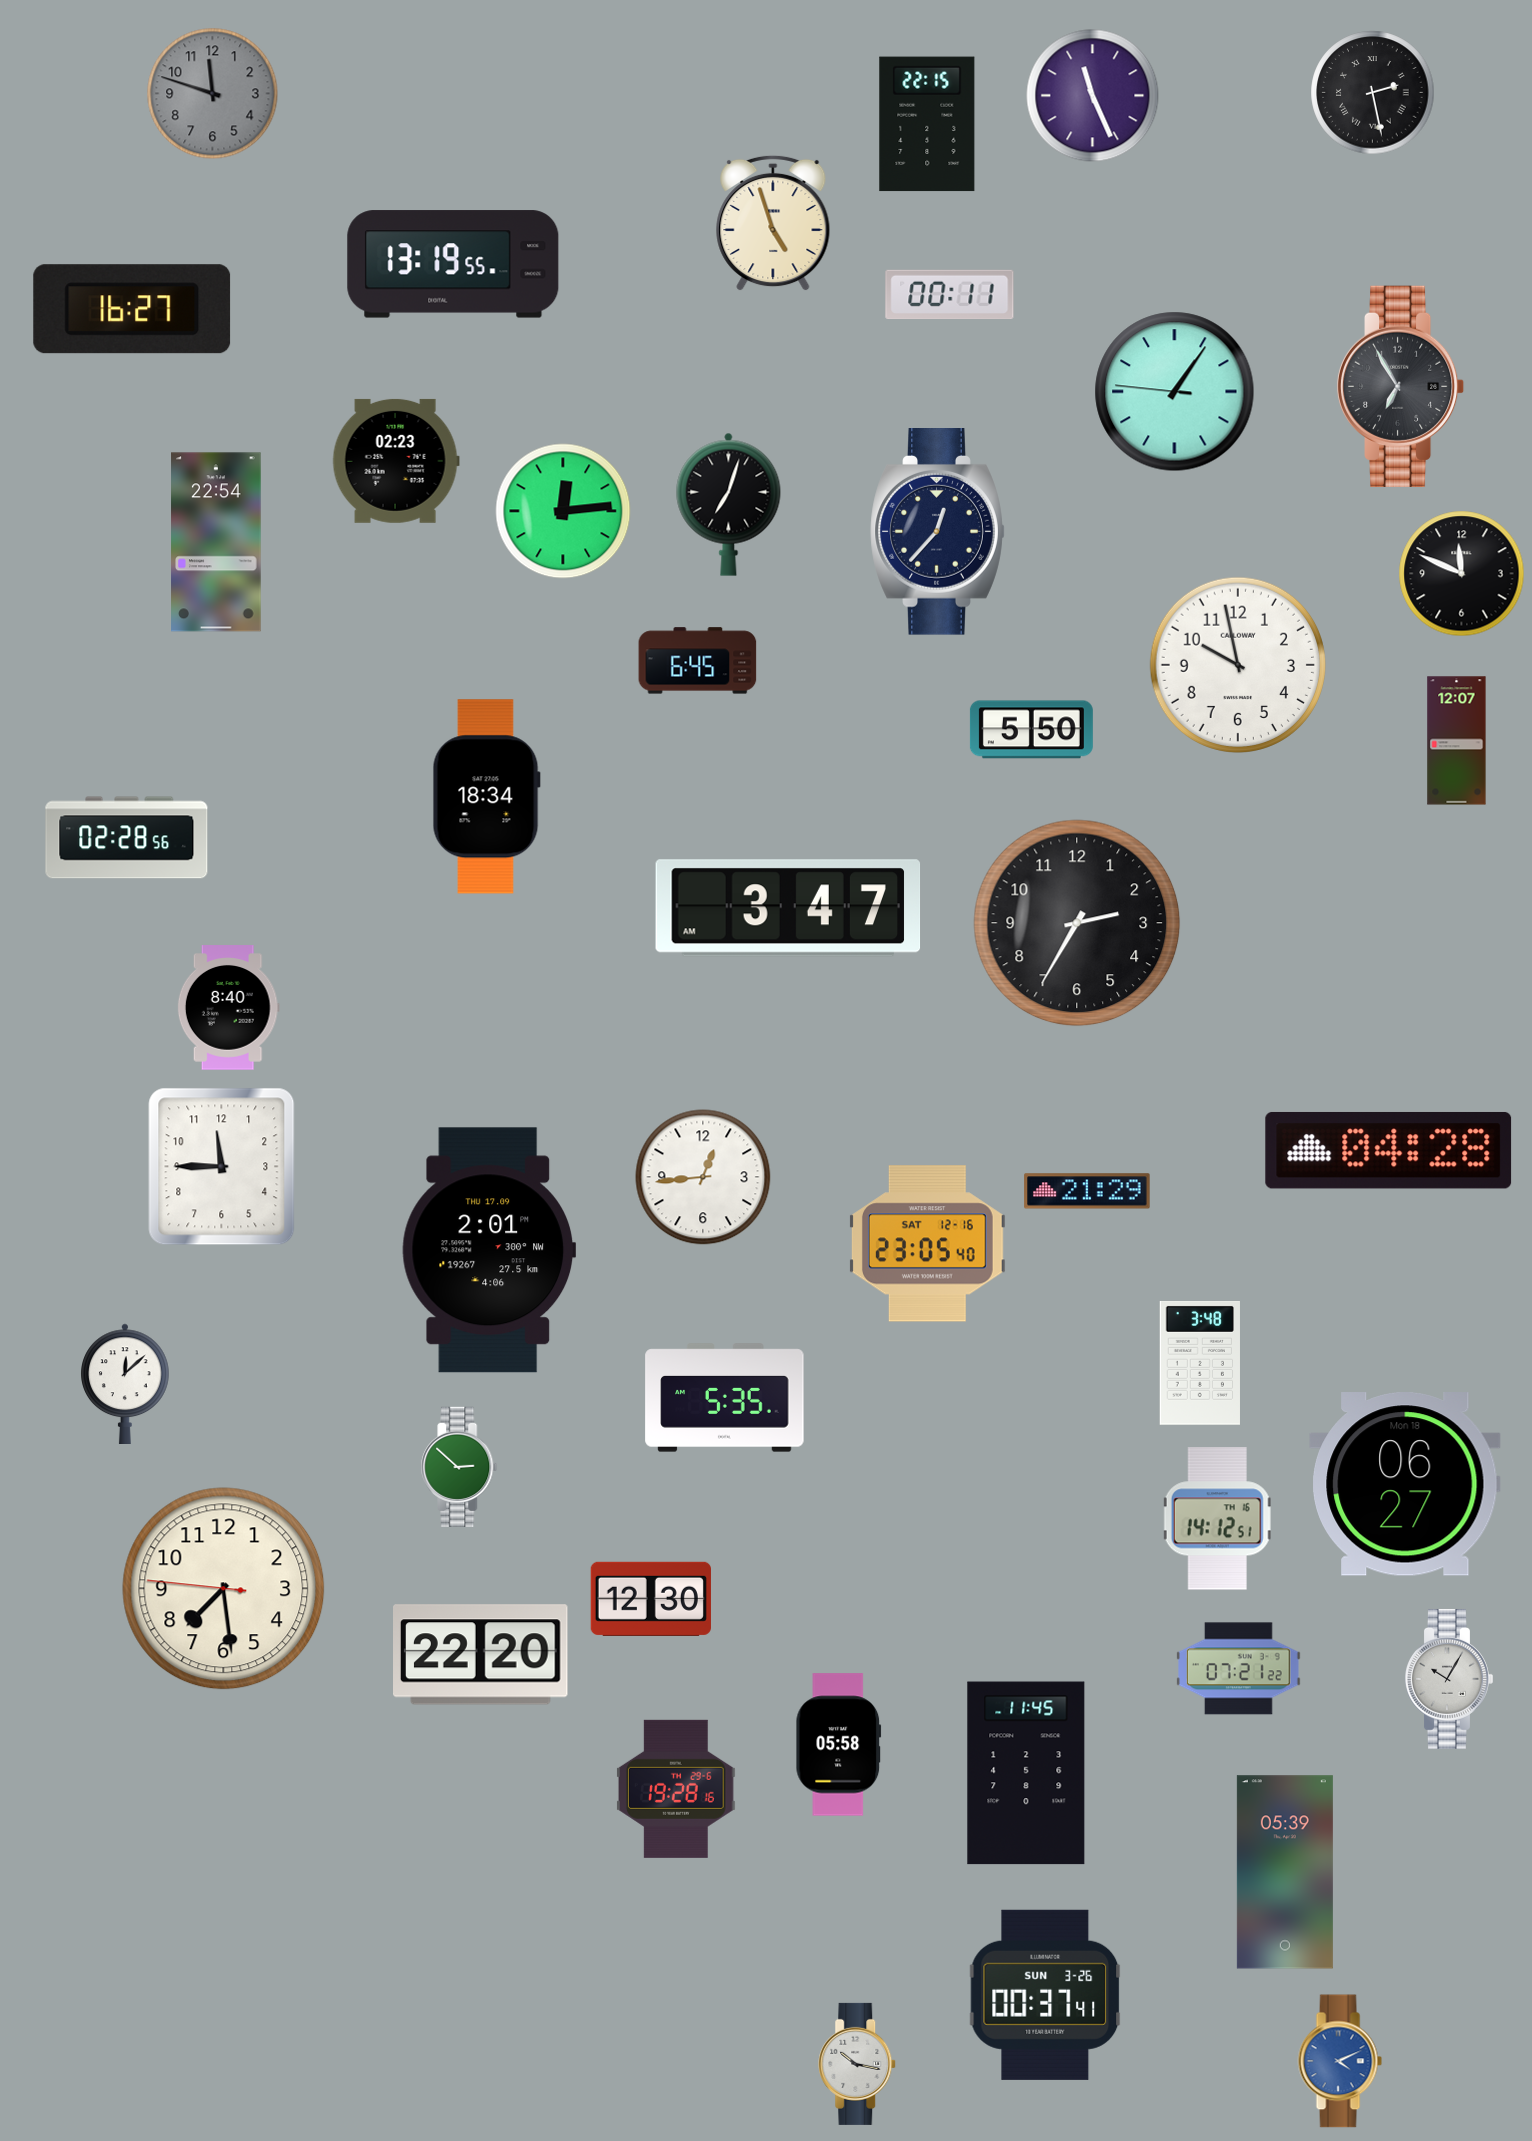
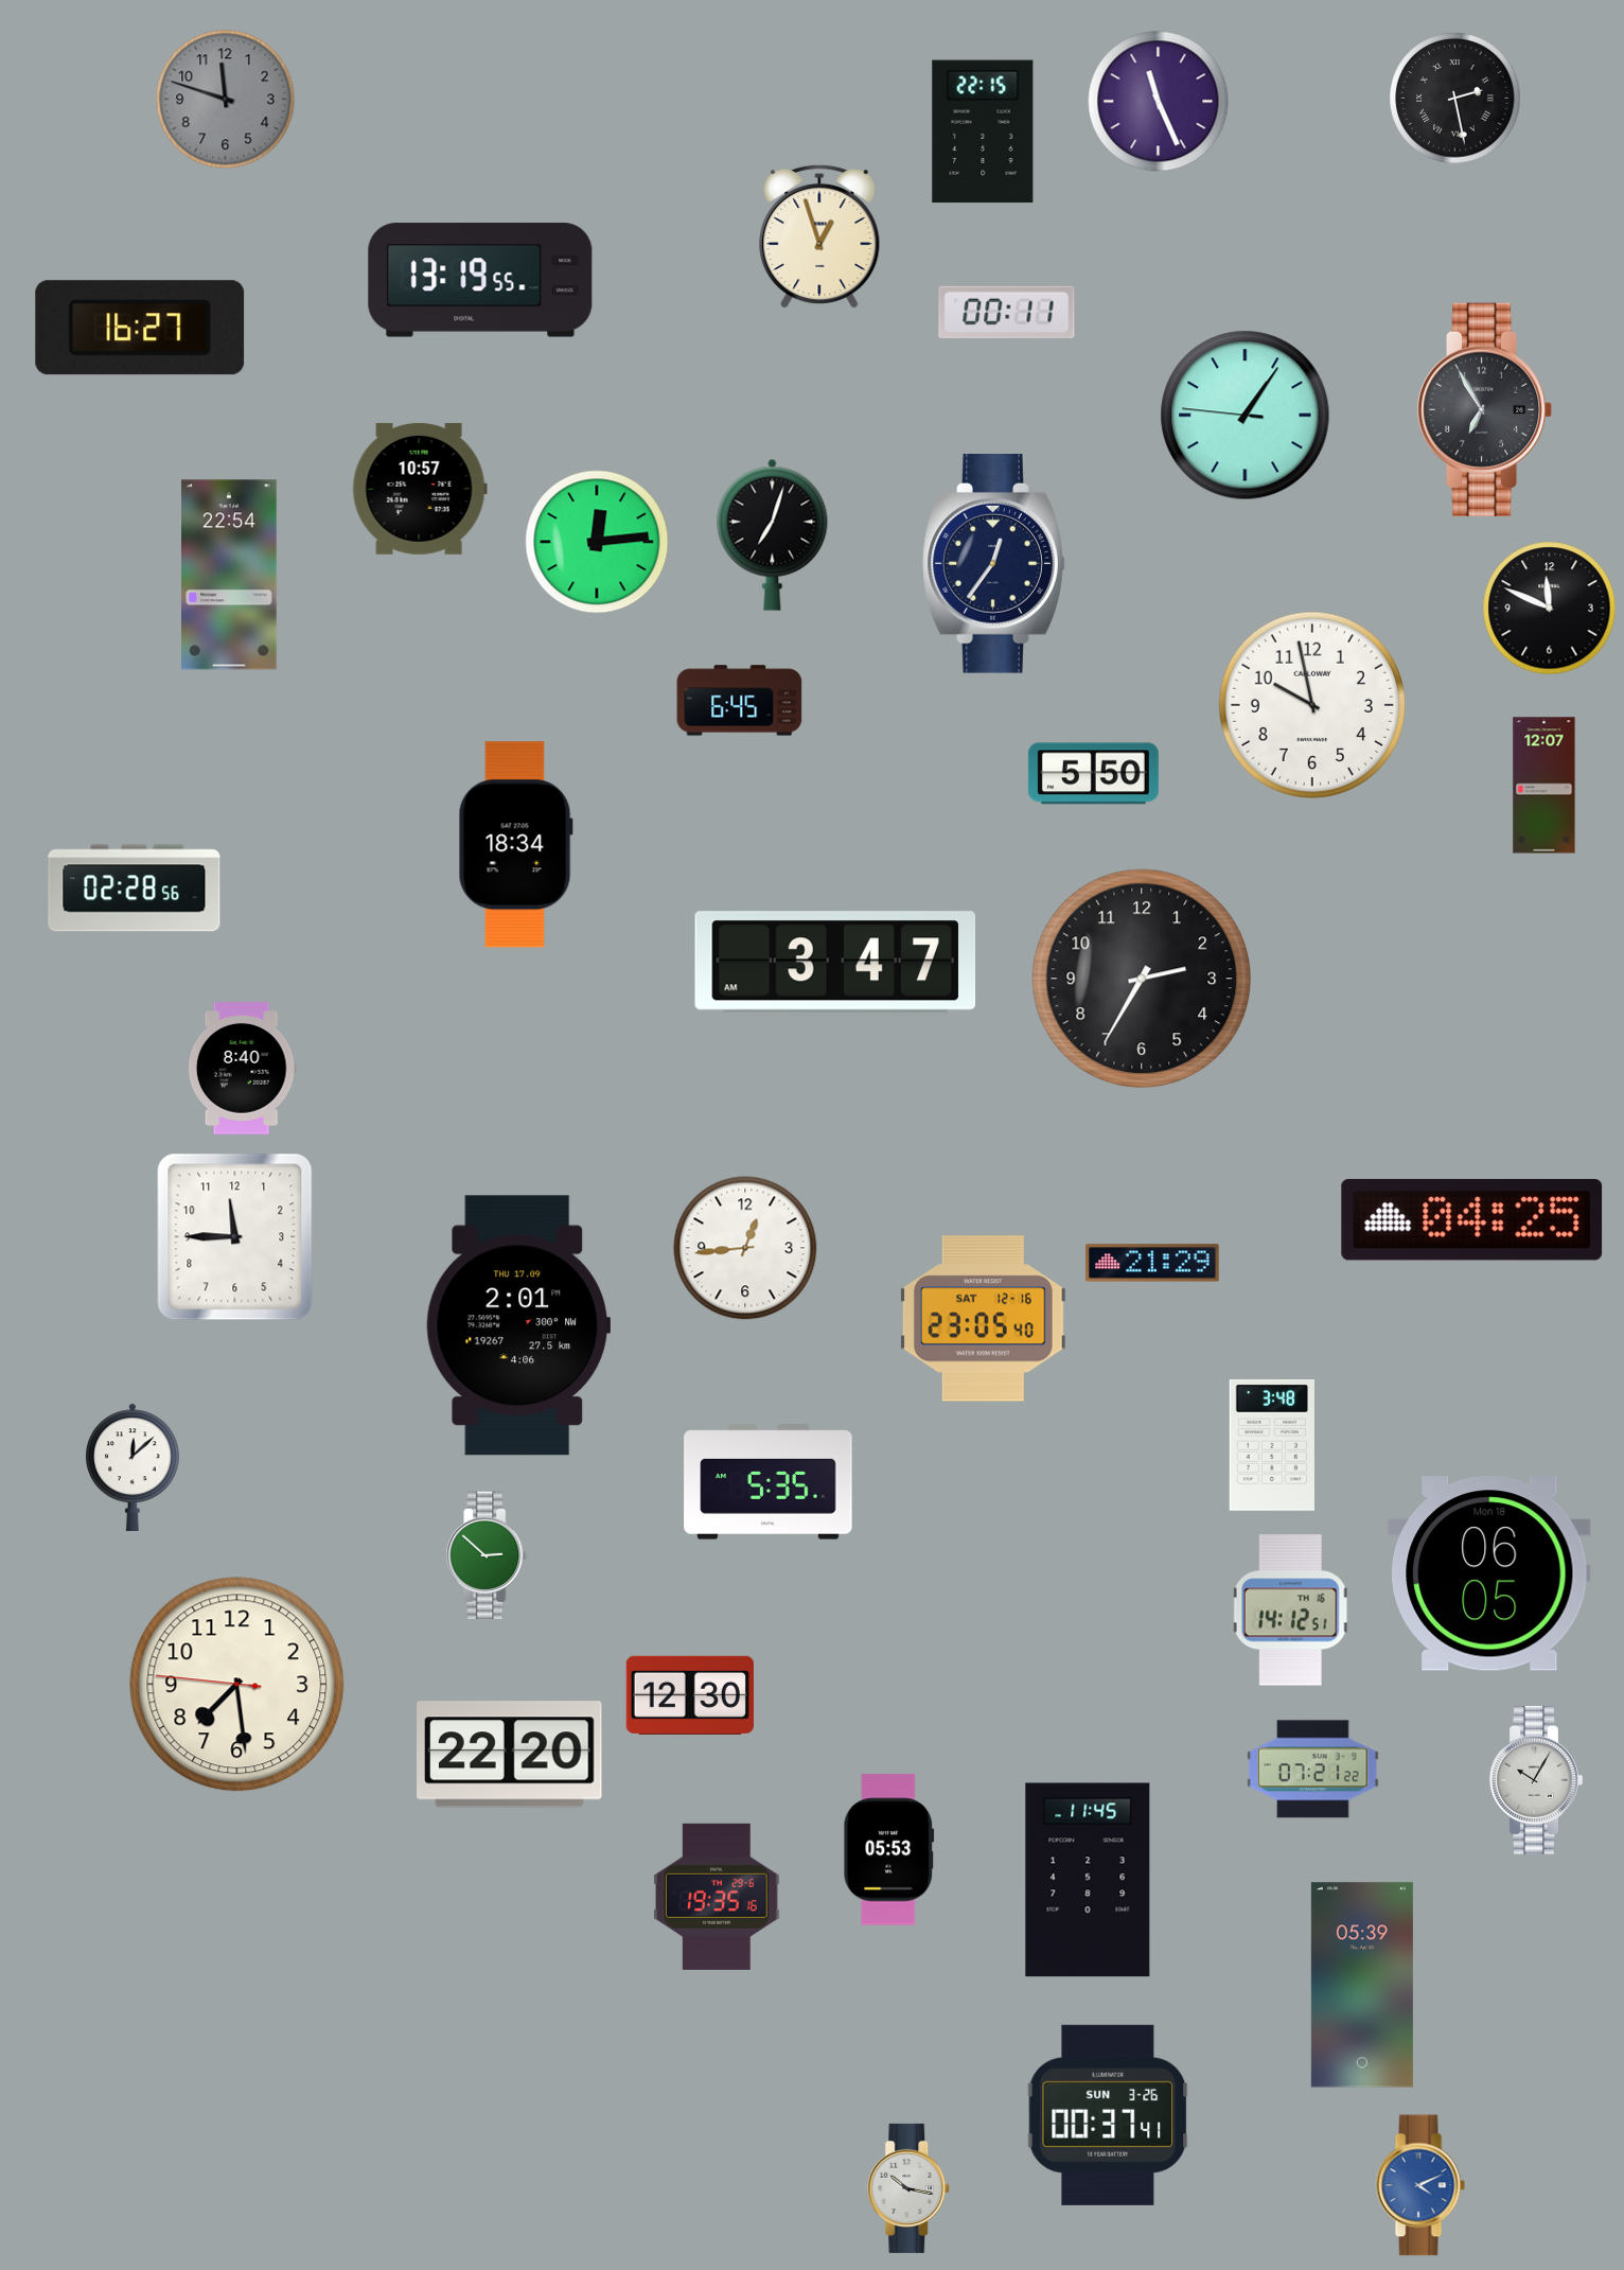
clock at (773, 223): 4:57 -> 12:57
clock at (396, 461): 02:23 -> 10:57
clock at (938, 532): 12:37 -> 12:36
clock at (1389, 1150): 04:28 -> 04:25
clock at (1406, 1484): 06:27 -> 06:05
clock at (839, 1745): 05:58 -> 05:53
clock at (677, 1789): 19:28 -> 19:35
